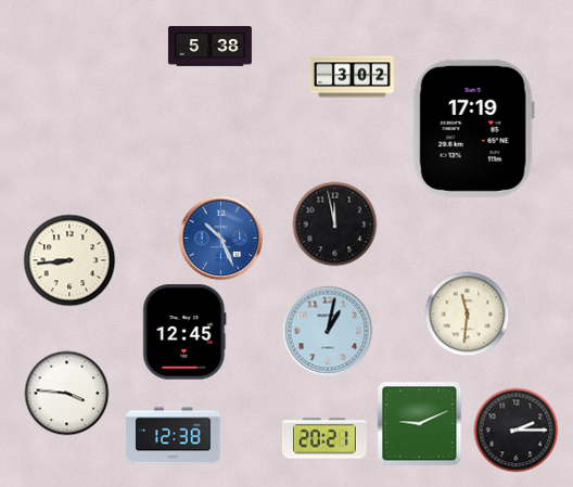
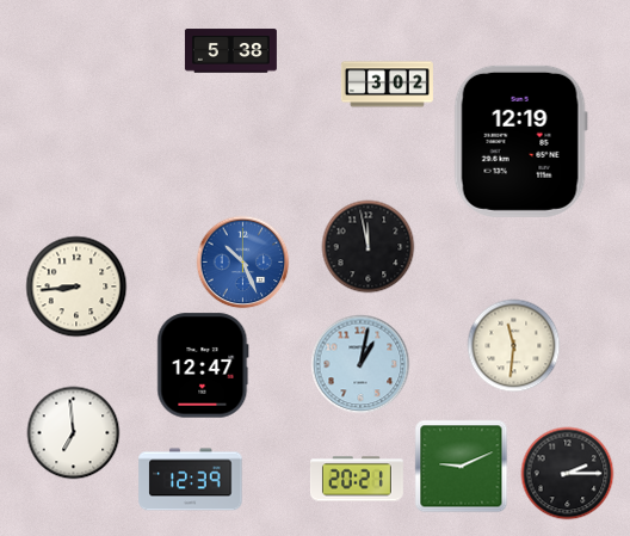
clock at (473, 128): 17:19 -> 12:19
clock at (184, 332): 12:45 -> 12:47
clock at (66, 393): 3:46 -> 6:59
clock at (174, 436): 12:38 -> 12:39
clock at (324, 438) position: (324, 438) -> (357, 479)
